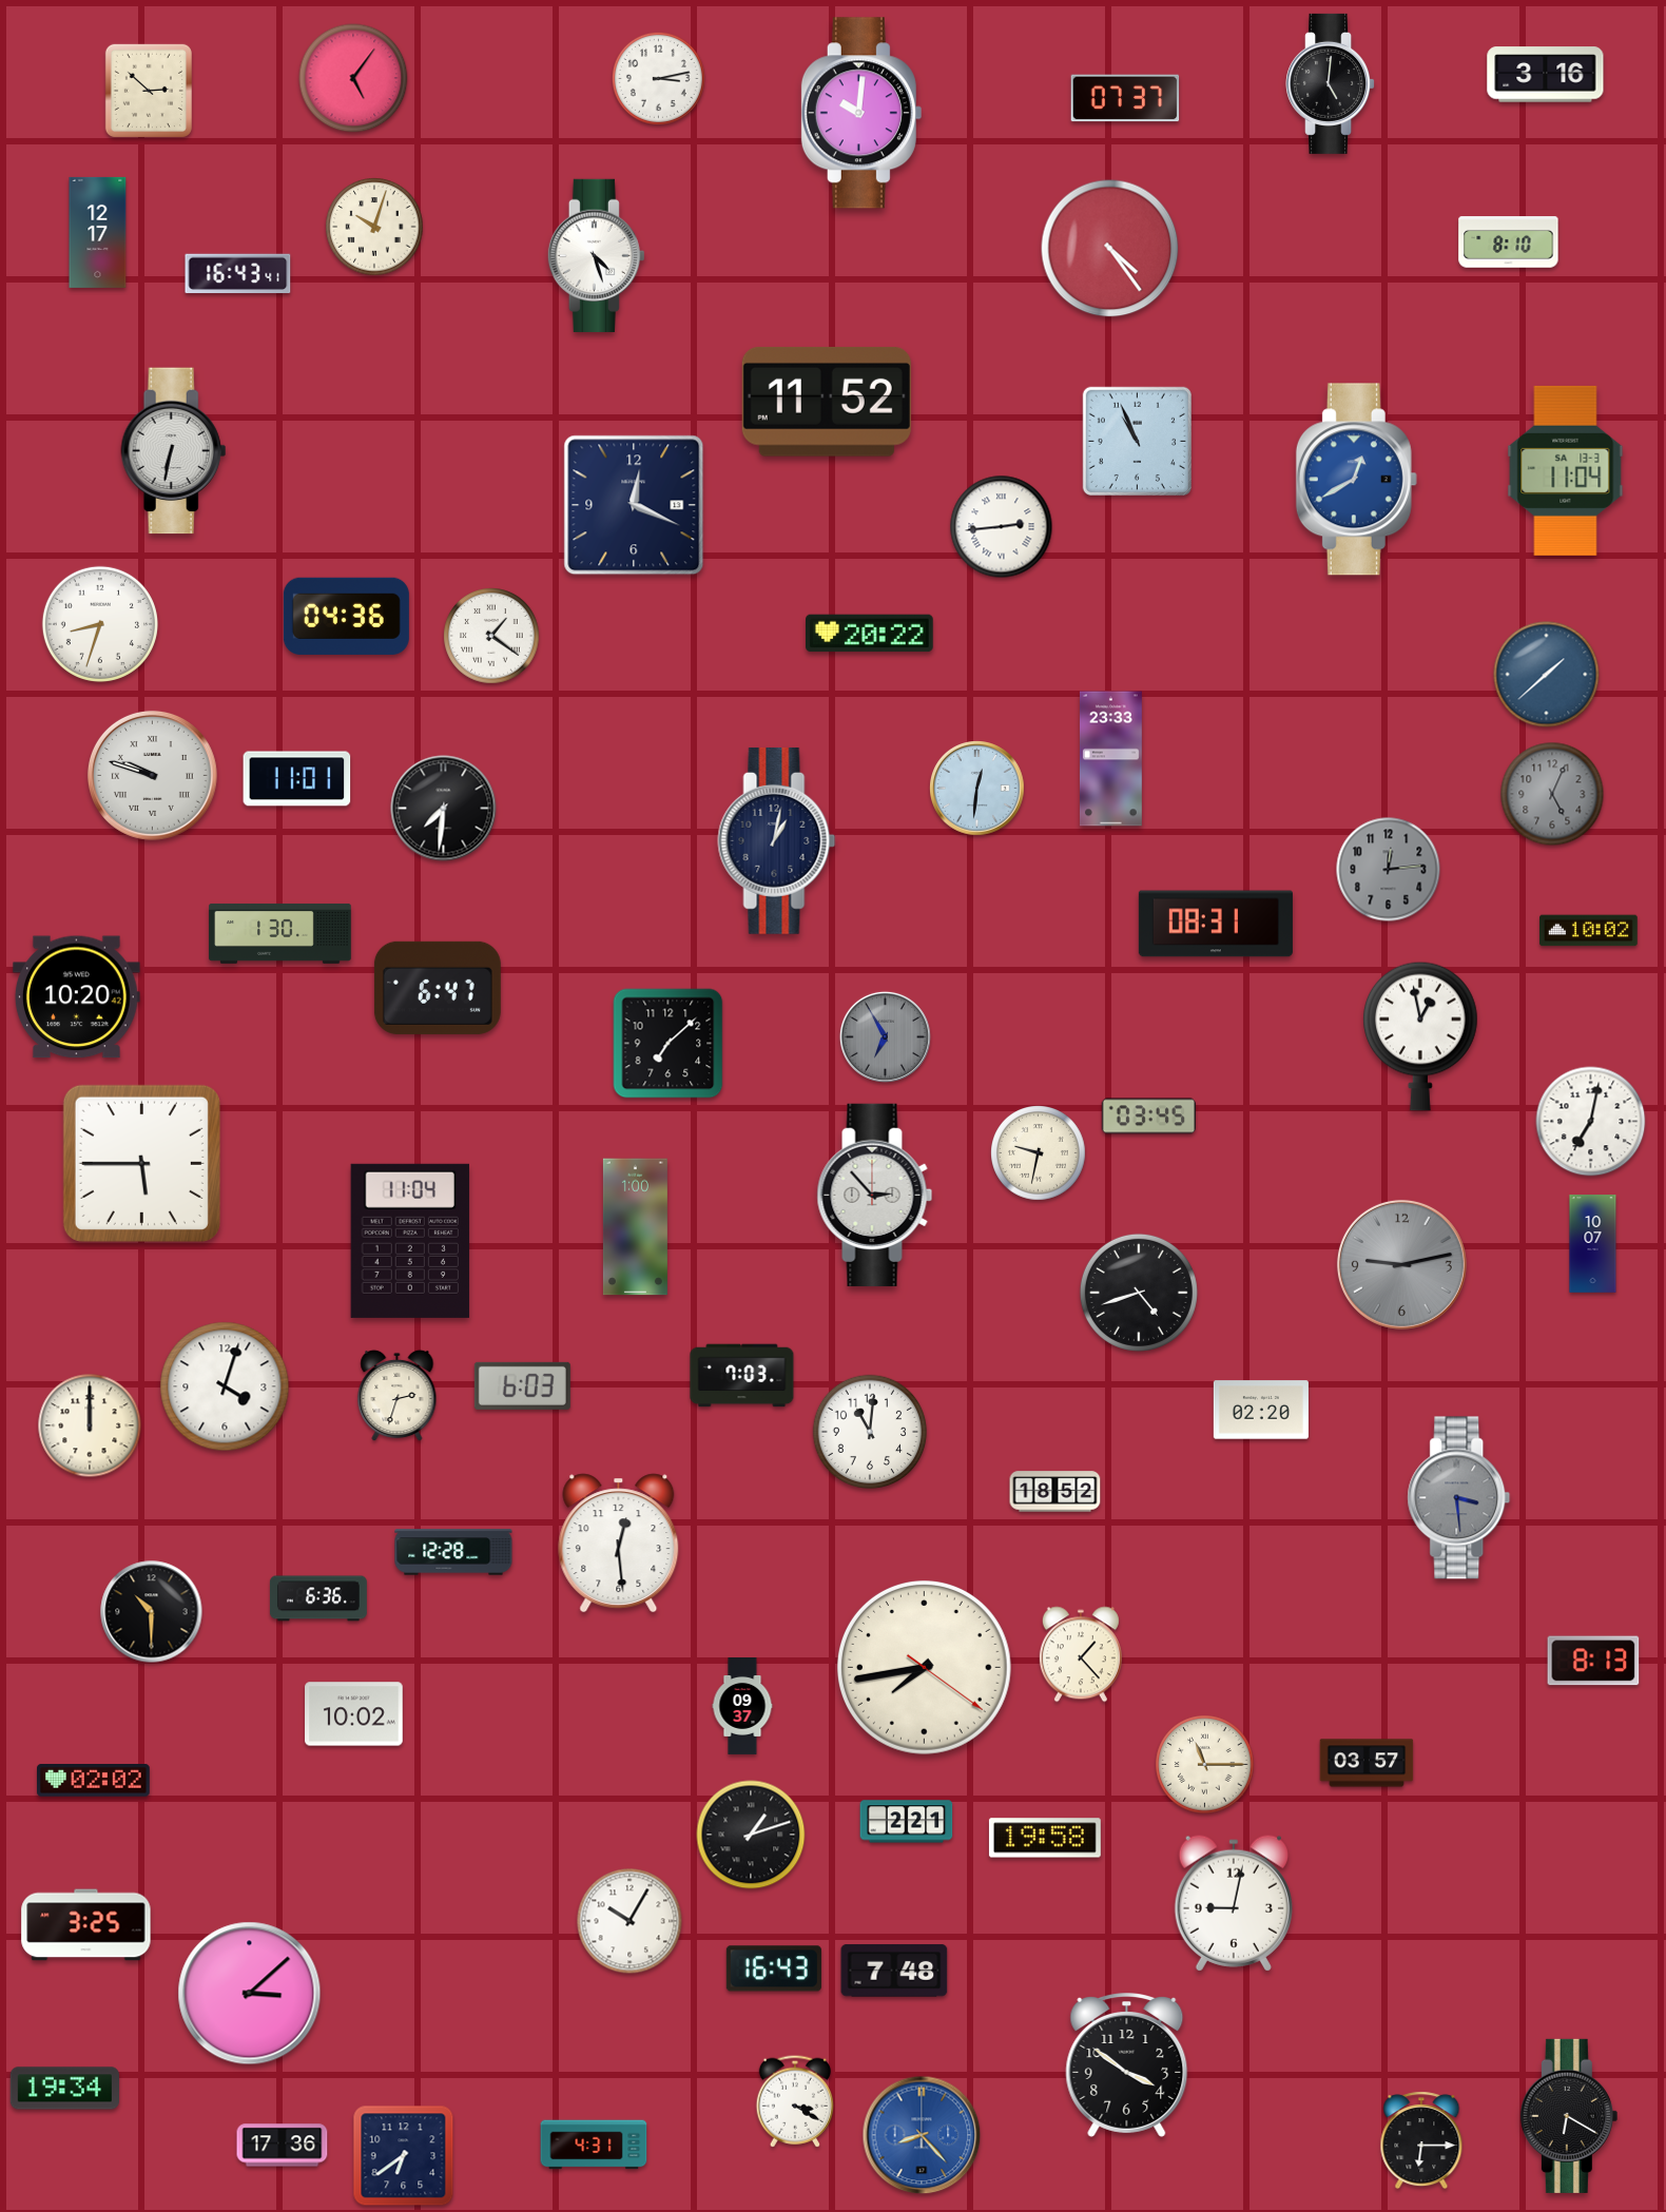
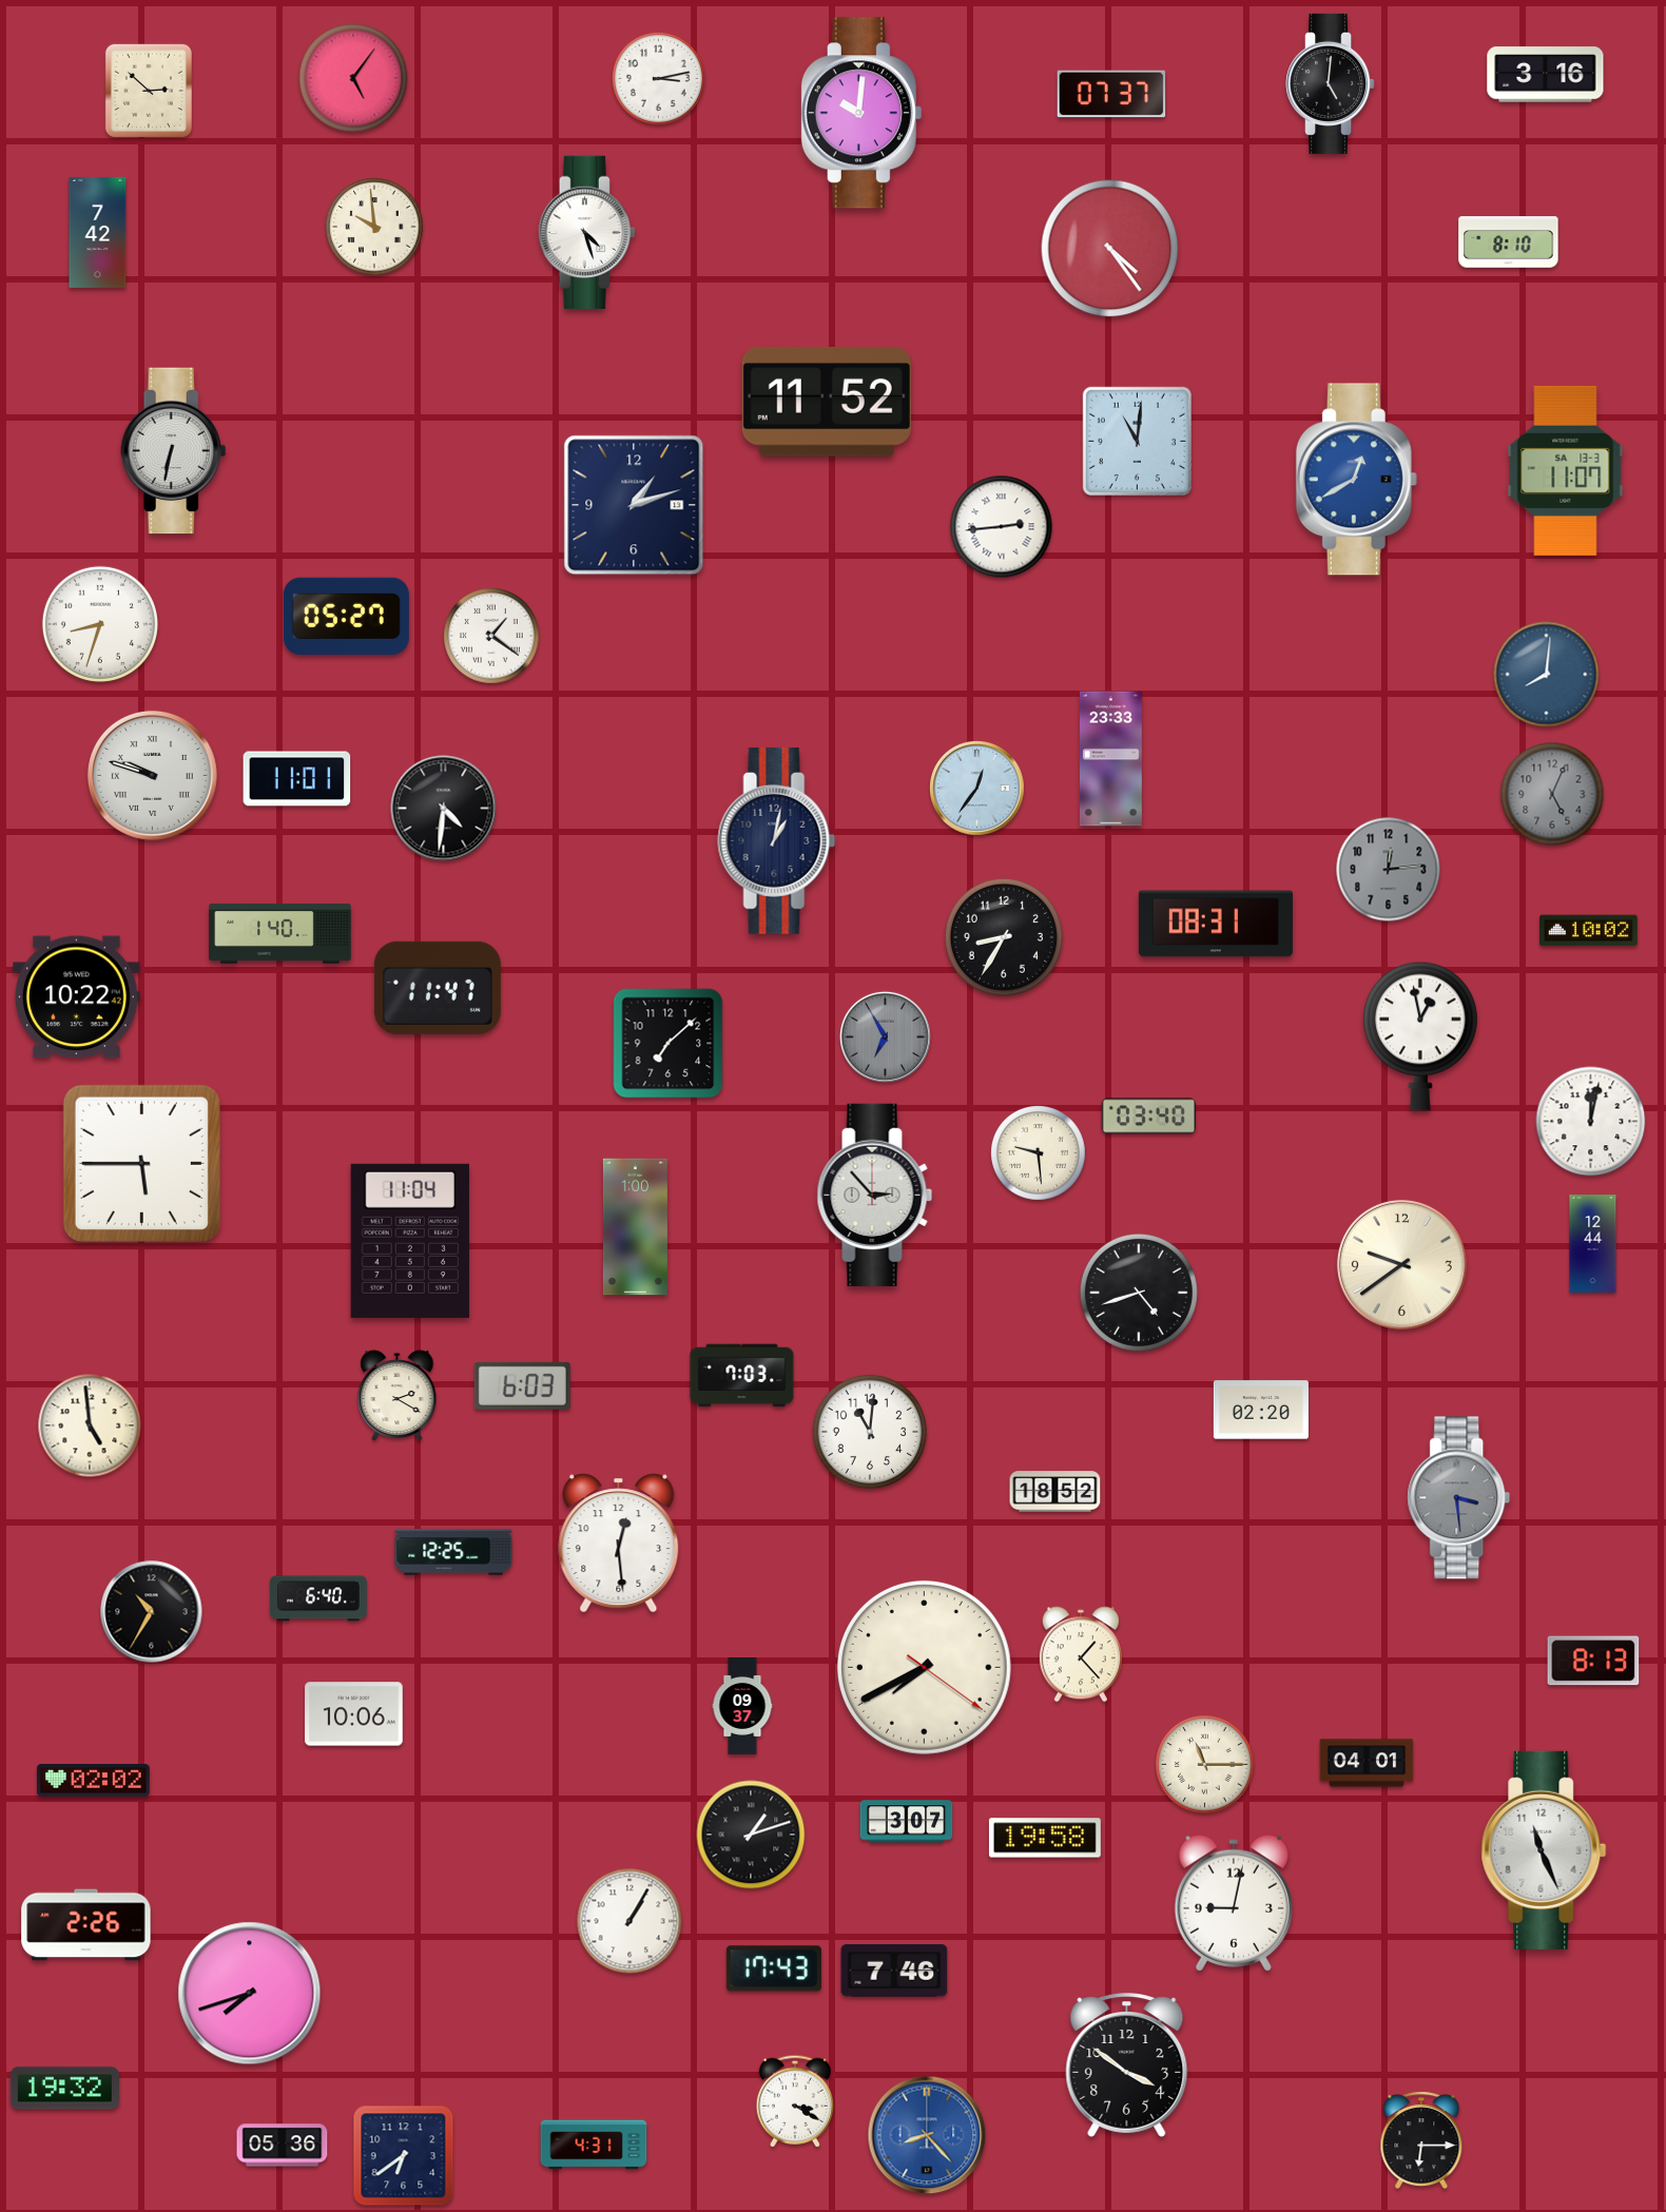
clock at (1125, 98) position: (1125, 98) -> (1111, 94)
clock at (374, 227): 10:03 -> 9:59
clock at (98, 232): 12:17 -> 7:42
clock at (596, 255) position: (596, 255) -> (586, 232)
clock at (238, 273): 16:43 -> none
clock at (1137, 441): 10:56 -> 11:01
clock at (1566, 470): 11:04 -> 11:07
clock at (634, 505): 12:19 -> 1:12
clock at (346, 616): 04:36 -> 05:27
clock at (870, 634): 20:22 -> none
clock at (1547, 675): 1:38 -> 8:01
clock at (977, 789): 12:31 -> 12:36
clock at (444, 809): 7:31 -> 4:31
clock at (280, 933): 1:30 -> 1:40
clock at (1004, 937): none -> 8:35
clock at (438, 988): 6:47 -> 11:47
clock at (76, 997): 10:20 -> 10:22
clock at (1148, 1117): 03:45 -> 03:40
clock at (1591, 1122): 7:02 -> 12:02
clock at (1039, 1153): 9:32 -> 9:29
clock at (1593, 1244): 10:07 -> 12:44
clock at (1401, 1264): 9:13 -> 9:39
clock at (1401, 1264) dial: grey -> cream
clock at (225, 1386): 4:03 -> none
clock at (398, 1396): 2:33 -> 2:20
clock at (90, 1425): 12:00 -> 4:59
clock at (453, 1552): 12:28 -> 12:25
clock at (318, 1598): 6:36 -> 6:40
clock at (152, 1612): 10:30 -> 10:35
clock at (924, 1667): 7:43 -> 7:40
clock at (354, 1714): 10:02 -> 10:06
clock at (1367, 1763): 03:57 -> 04:01
clock at (907, 1822): 2:21 -> 3:07
clock at (1544, 1850): none -> 11:26
clock at (629, 1921): 10:05 -> 1:05
clock at (86, 1925): 3:25 -> 2:26
clock at (774, 1968): 16:43 -> 17:43
clock at (894, 1971): 7:48 -> 7:46
clock at (250, 1994): 3:08 -> 7:42
clock at (64, 2089): 19:34 -> 19:32
clock at (1569, 2116): 6:20 -> none
clock at (922, 2135) position: (922, 2135) -> (927, 2135)
clock at (283, 2146): 17:36 -> 05:36
